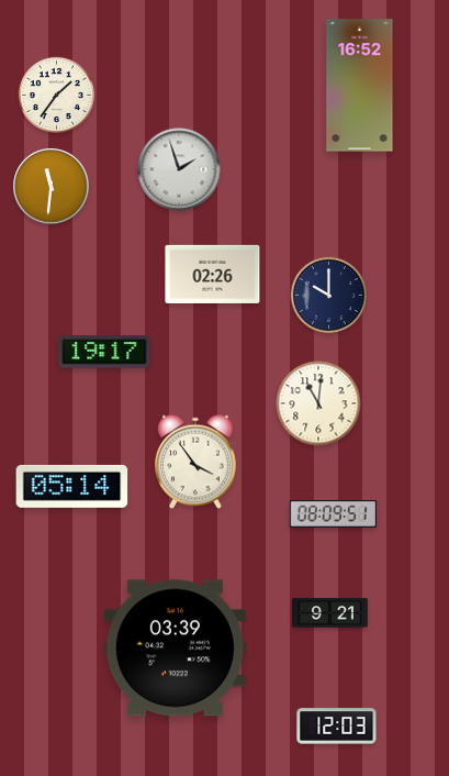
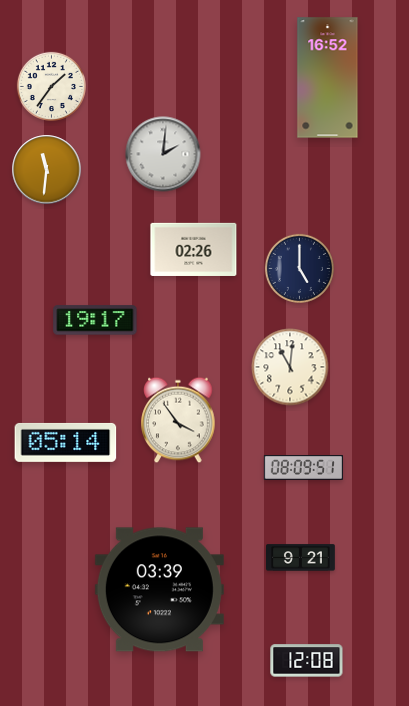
clock at (179, 169): 1:57 -> 2:01
clock at (328, 295): 10:00 -> 5:00
clock at (337, 727): 12:03 -> 12:08
